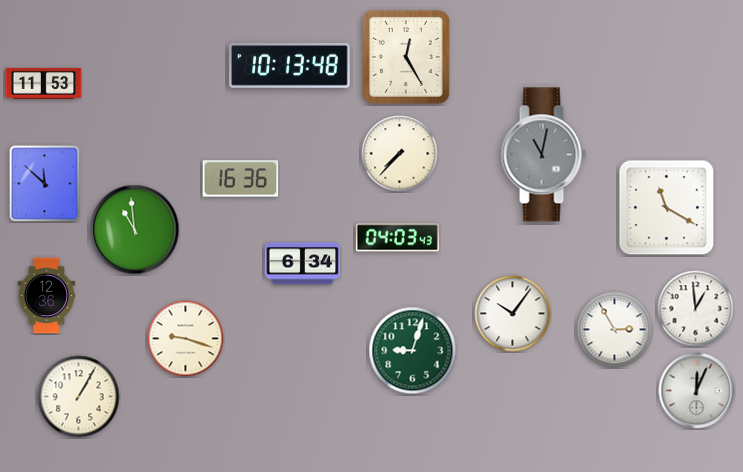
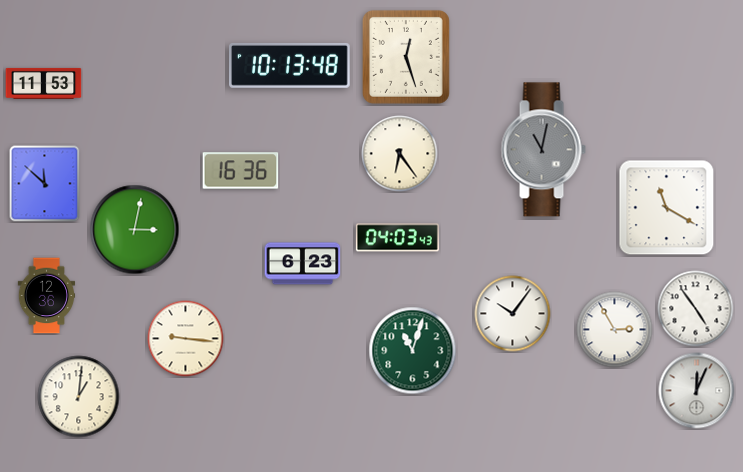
clock at (406, 57): 12:25 -> 12:27
clock at (400, 154): 7:37 -> 6:24
clock at (543, 155) position: (543, 155) -> (543, 150)
clock at (241, 179) position: (241, 179) -> (241, 171)
clock at (135, 230): 10:59 -> 3:02
clock at (303, 264): 6:34 -> 6:23
clock at (696, 309): 12:59 -> 4:54
clock at (186, 339): 9:18 -> 9:16
clock at (413, 351): 9:03 -> 11:03
clock at (79, 397): 1:05 -> 1:01
